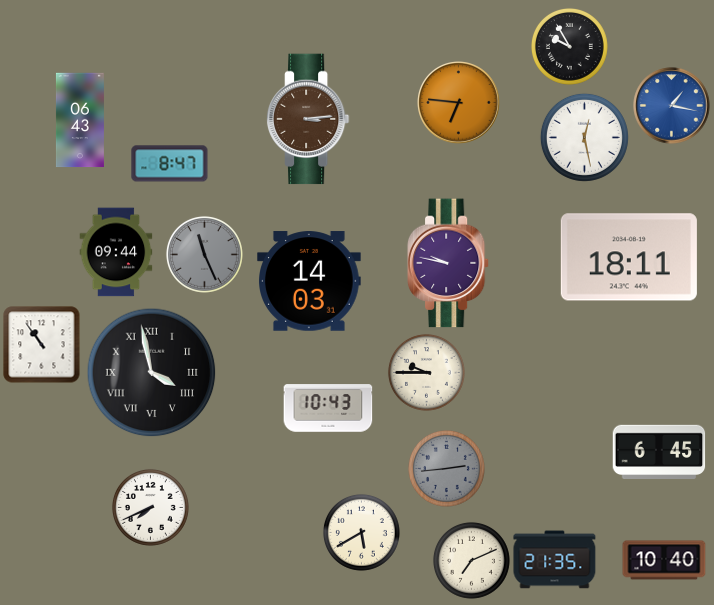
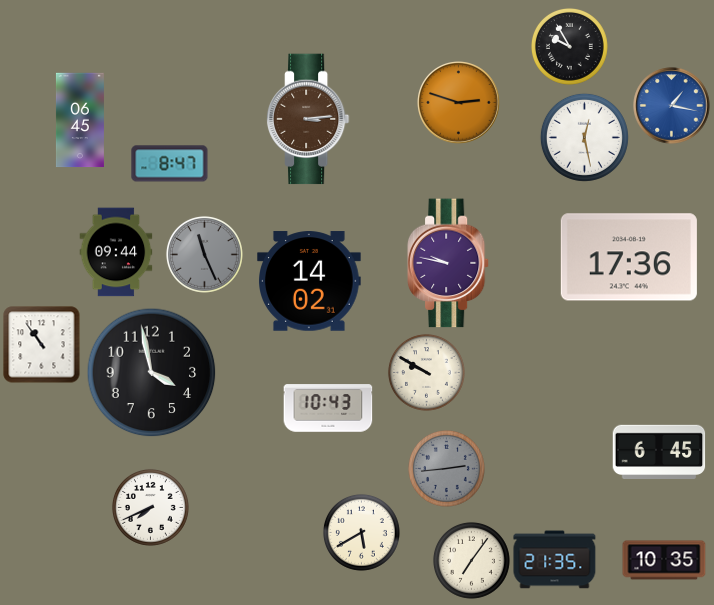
clock at (459, 103): 6:46 -> 2:48
clock at (80, 120): 06:43 -> 06:45
clock at (629, 257): 18:11 -> 17:36
clock at (310, 281): 14:03 -> 14:02
clock at (426, 372): 9:45 -> 9:50
clock at (152, 373) numerals: Roman -> Arabic
clock at (471, 560): 7:11 -> 7:06
clock at (664, 560): 10:40 -> 10:35
